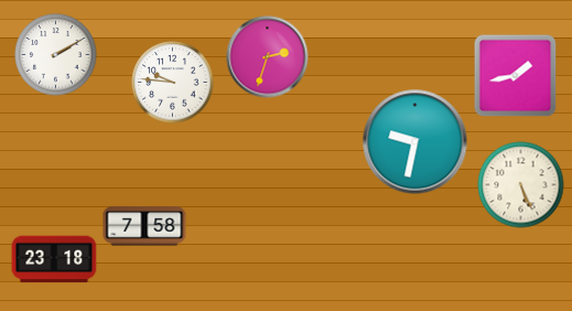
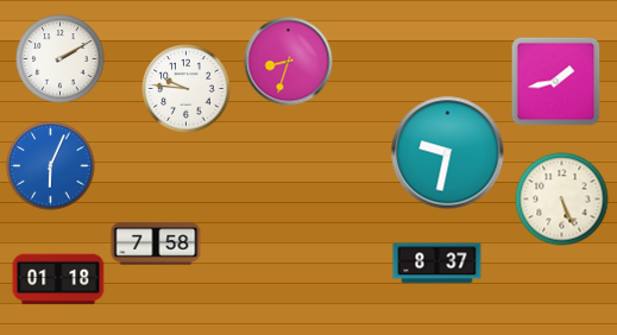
clock at (268, 57): 2:33 -> 8:33
clock at (51, 166): none -> 6:04
clock at (437, 264): none -> 8:37
clock at (54, 259): 23:18 -> 01:18
